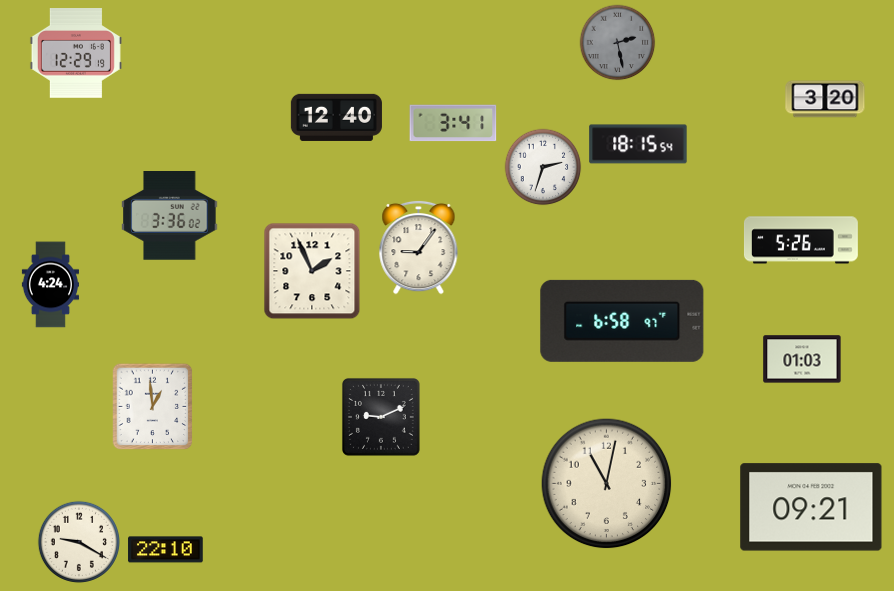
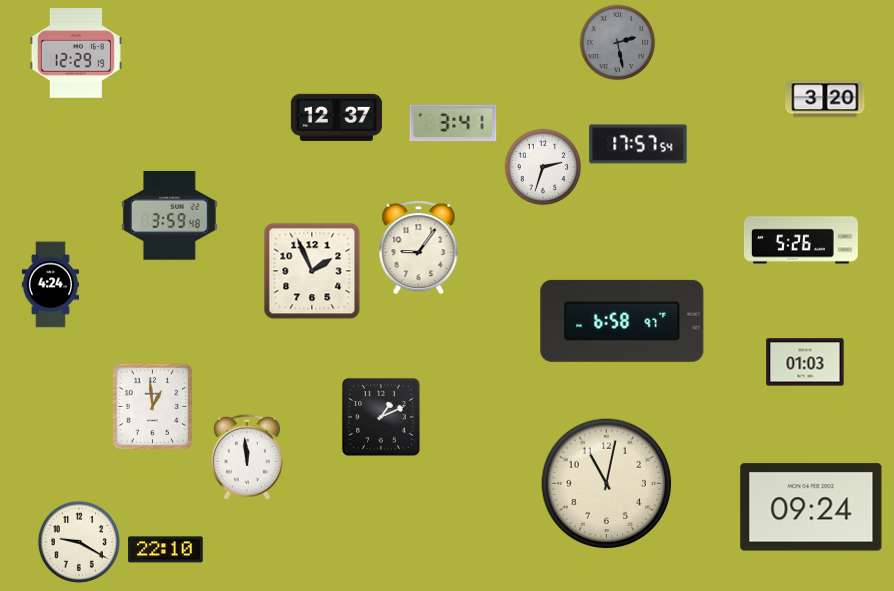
clock at (336, 117): 12:40 -> 12:37
clock at (638, 144): 18:15 -> 17:57
clock at (170, 216): 3:36 -> 3:59
clock at (802, 359) position: (802, 359) -> (805, 362)
clock at (381, 417): 9:11 -> 1:11
clock at (247, 457): none -> 11:59
clock at (811, 507): 09:21 -> 09:24
